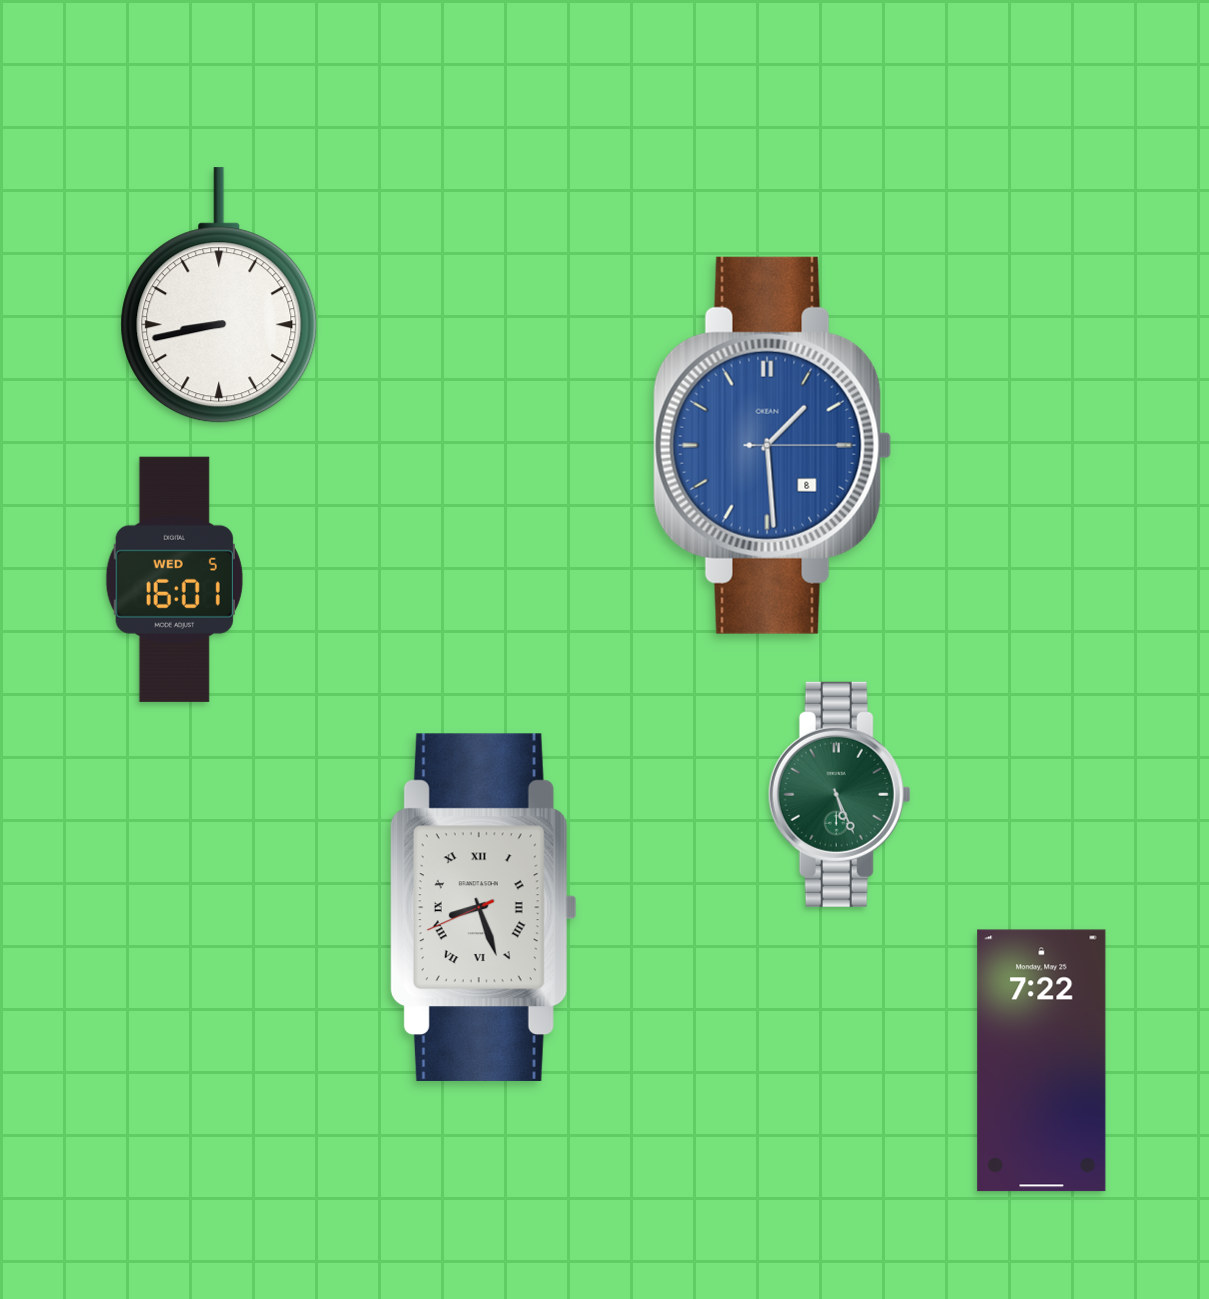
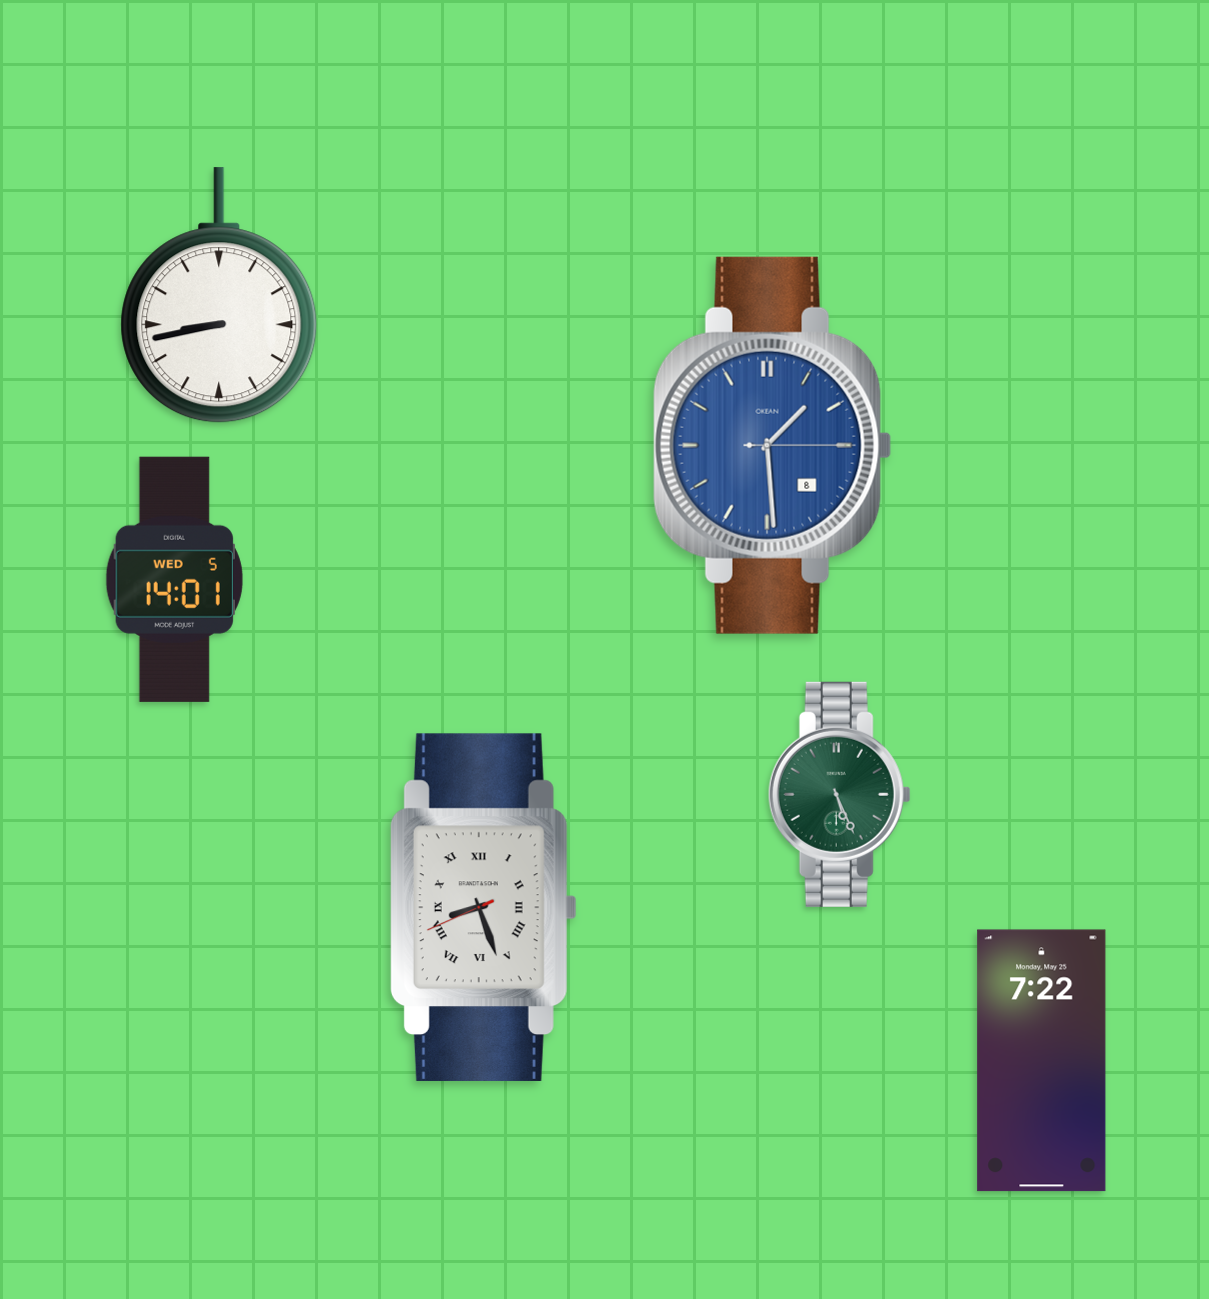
clock at (174, 579): 16:01 -> 14:01
